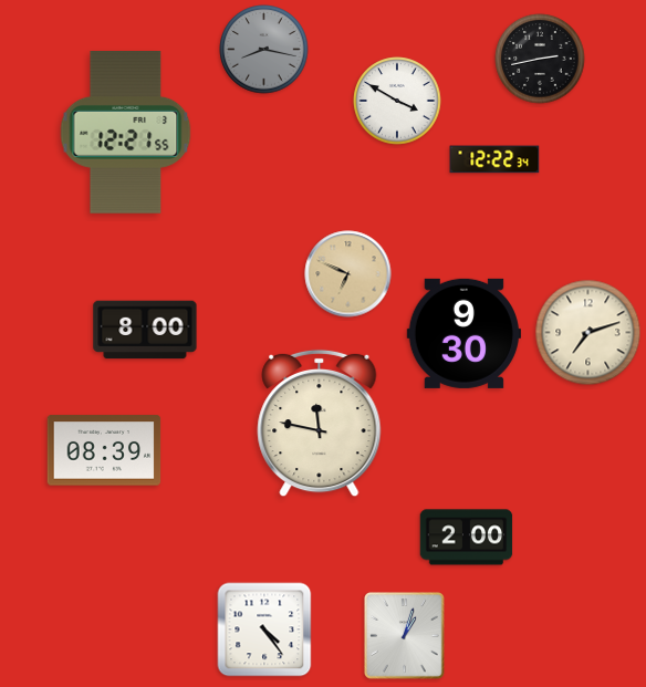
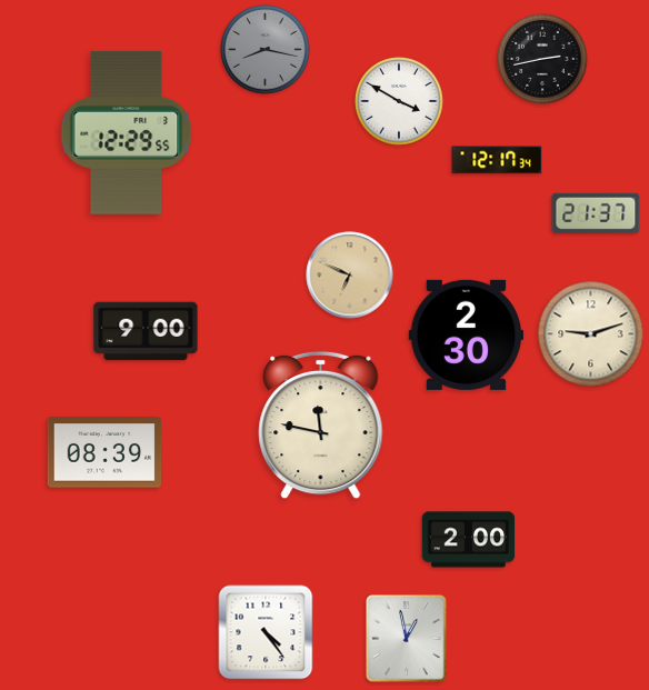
clock at (126, 133): 12:21 -> 12:29
clock at (494, 159): 12:22 -> 12:17
clock at (596, 213): none -> 21:37
clock at (145, 330): 8:00 -> 9:00
clock at (463, 333): 9:30 -> 2:30
clock at (588, 333): 7:12 -> 9:12
clock at (405, 636): 1:03 -> 12:58
